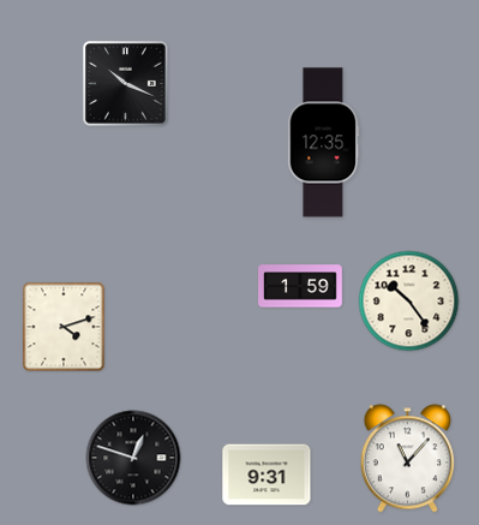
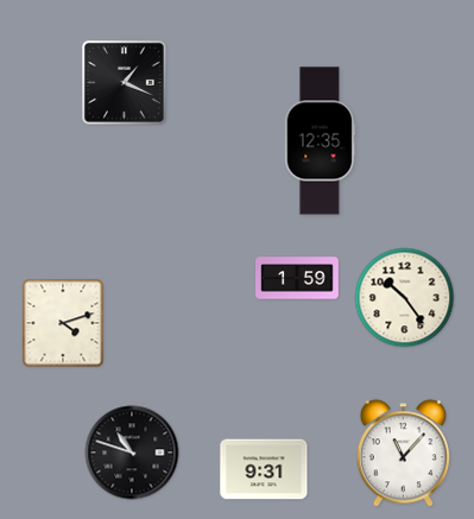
clock at (126, 84): 10:19 -> 1:19
clock at (300, 286) position: (300, 286) -> (297, 278)
clock at (133, 458): 12:48 -> 10:48
